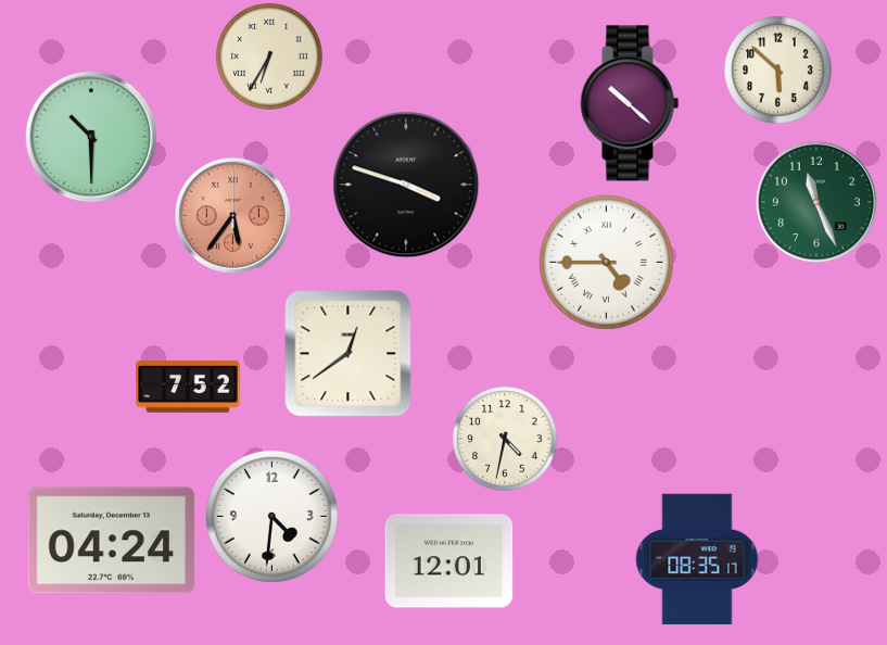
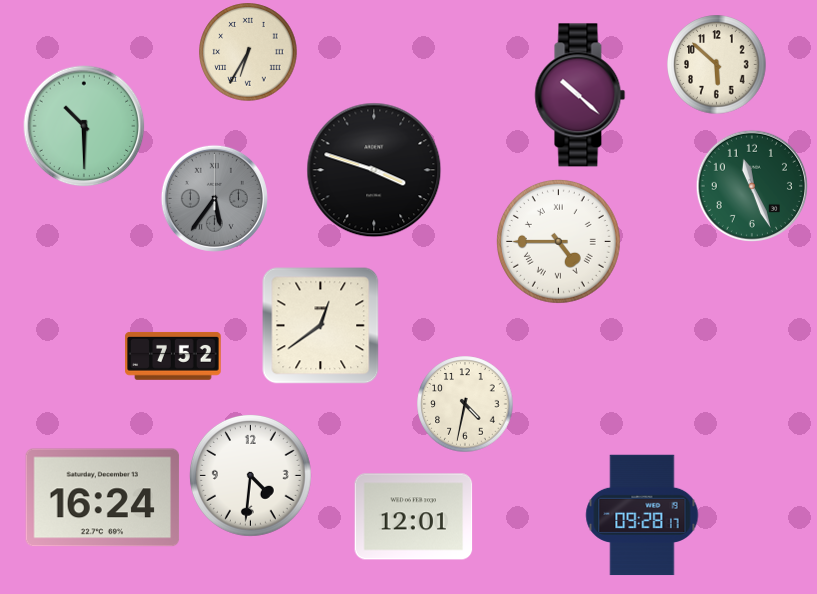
clock at (232, 215) dial: salmon -> grey
clock at (112, 541): 04:24 -> 16:24
clock at (697, 559): 08:35 -> 09:28
